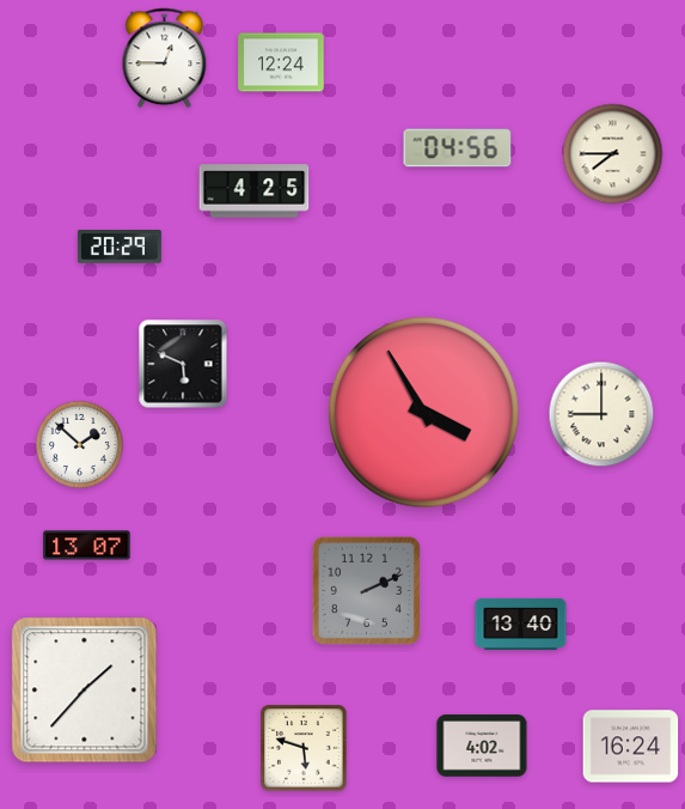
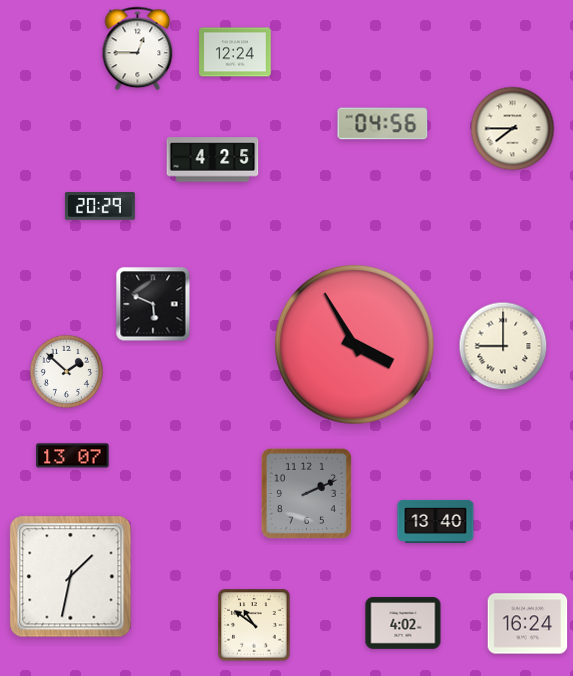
clock at (85, 691): 1:37 -> 1:32
clock at (304, 748): 5:48 -> 10:51
